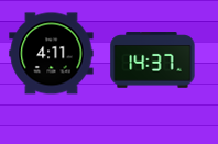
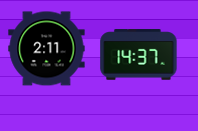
clock at (52, 54): 4:11 -> 2:11
